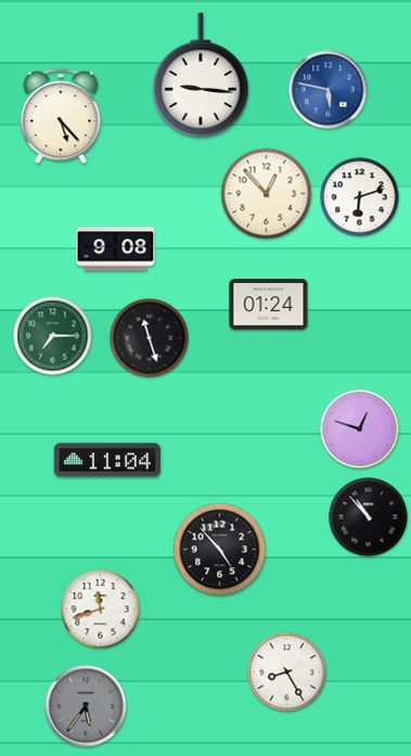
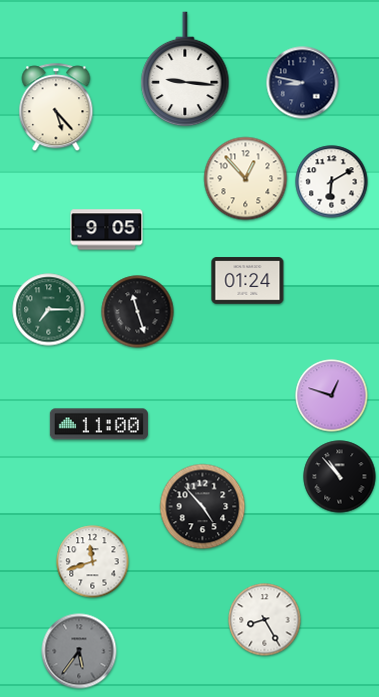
clock at (329, 90): 5:47 -> 8:47
clock at (329, 90) dial: blue -> navy
clock at (360, 197): 6:12 -> 6:10
clock at (116, 249): 9:08 -> 9:05
clock at (107, 460): 11:04 -> 11:00
